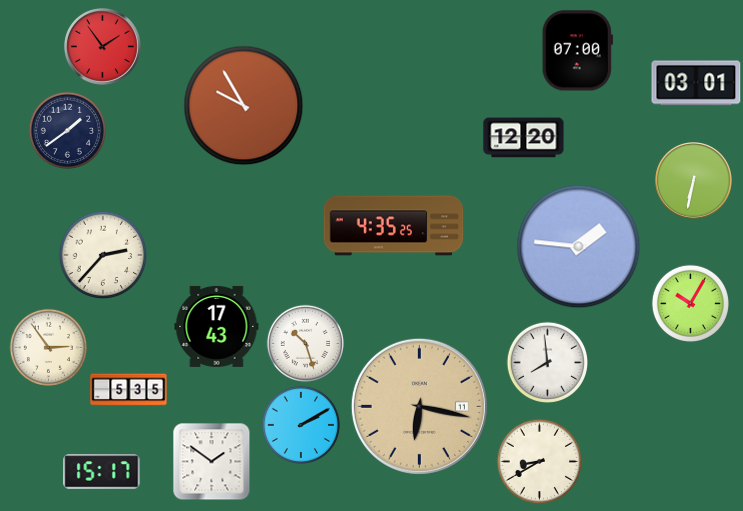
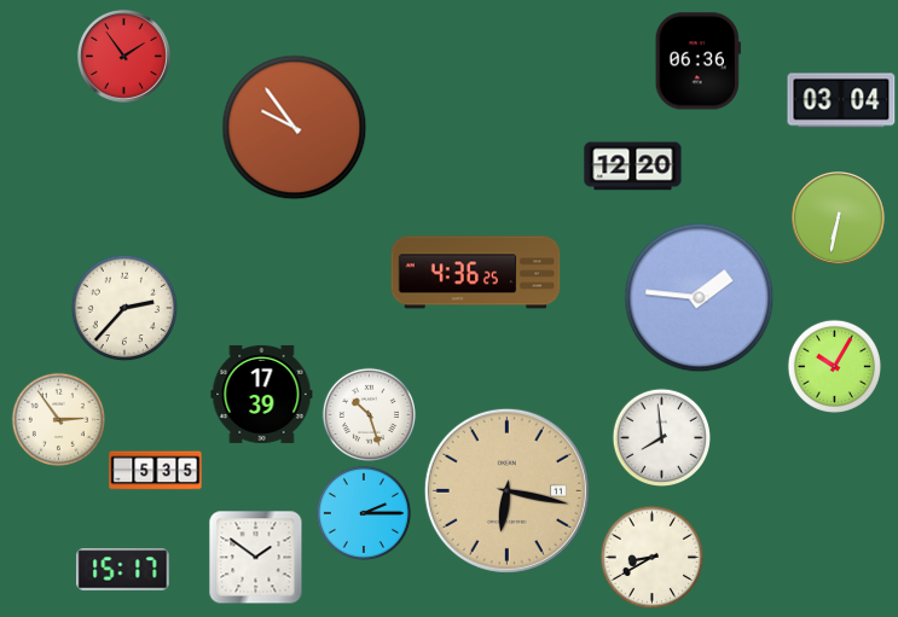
clock at (577, 51): 07:00 -> 06:36
clock at (696, 83): 03:01 -> 03:04
clock at (244, 106): 9:55 -> 9:54
clock at (67, 130): 1:39 -> none
clock at (394, 226): 4:35 -> 4:36
clock at (217, 326): 17:43 -> 17:39
clock at (300, 424): 2:10 -> 2:15
